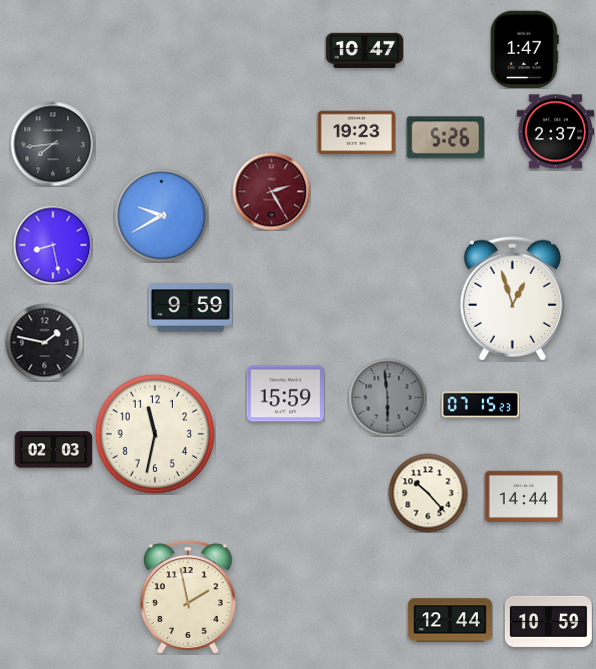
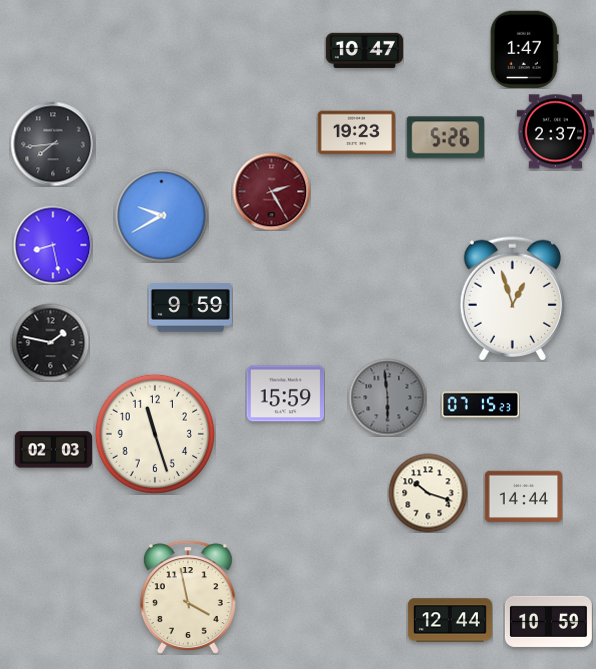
clock at (44, 342) position: (44, 342) -> (50, 342)
clock at (155, 434): 11:32 -> 11:27
clock at (428, 493): 10:23 -> 10:18
clock at (188, 597): 1:58 -> 3:58
